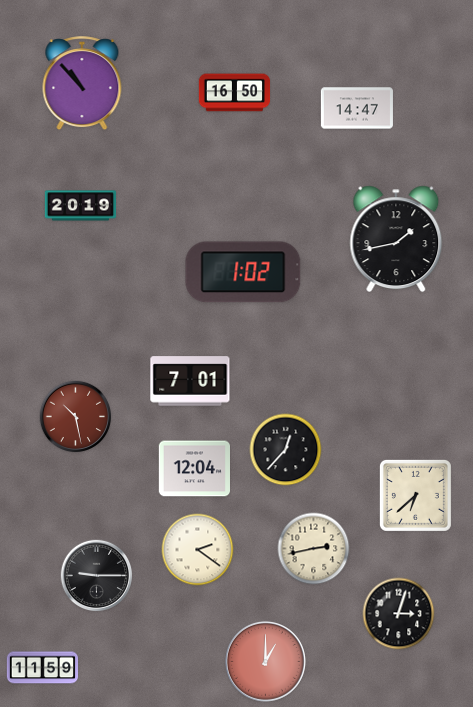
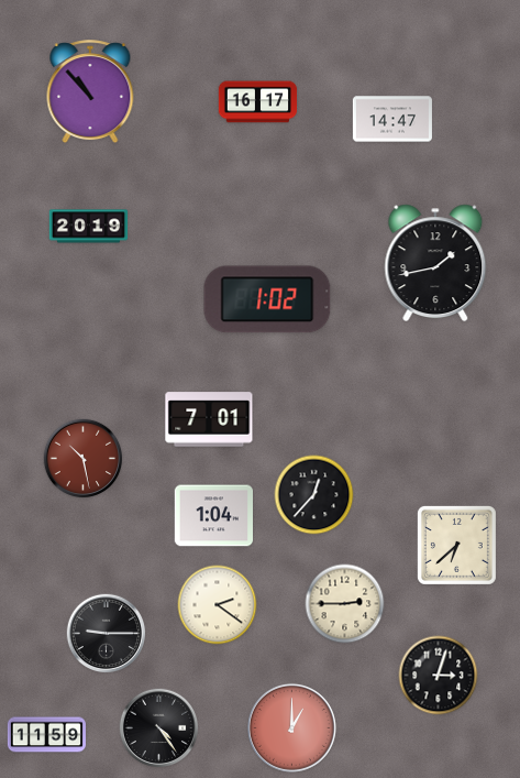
clock at (235, 93): 16:50 -> 16:17
clock at (194, 469): 12:04 -> 1:04
clock at (314, 549): 2:43 -> 2:45
clock at (159, 728): none -> 4:24
